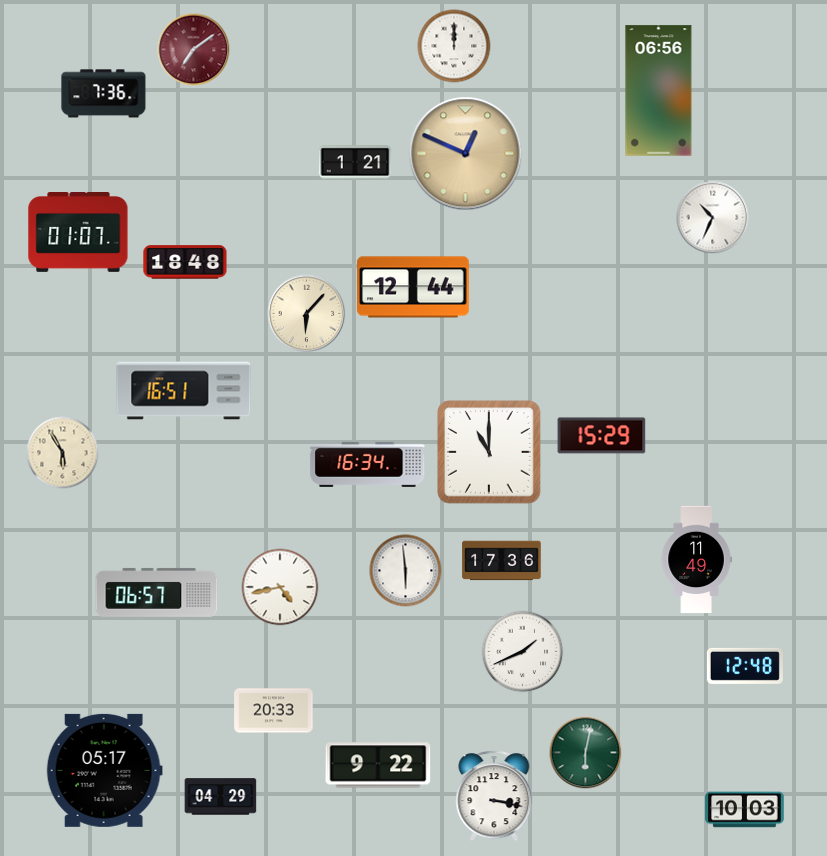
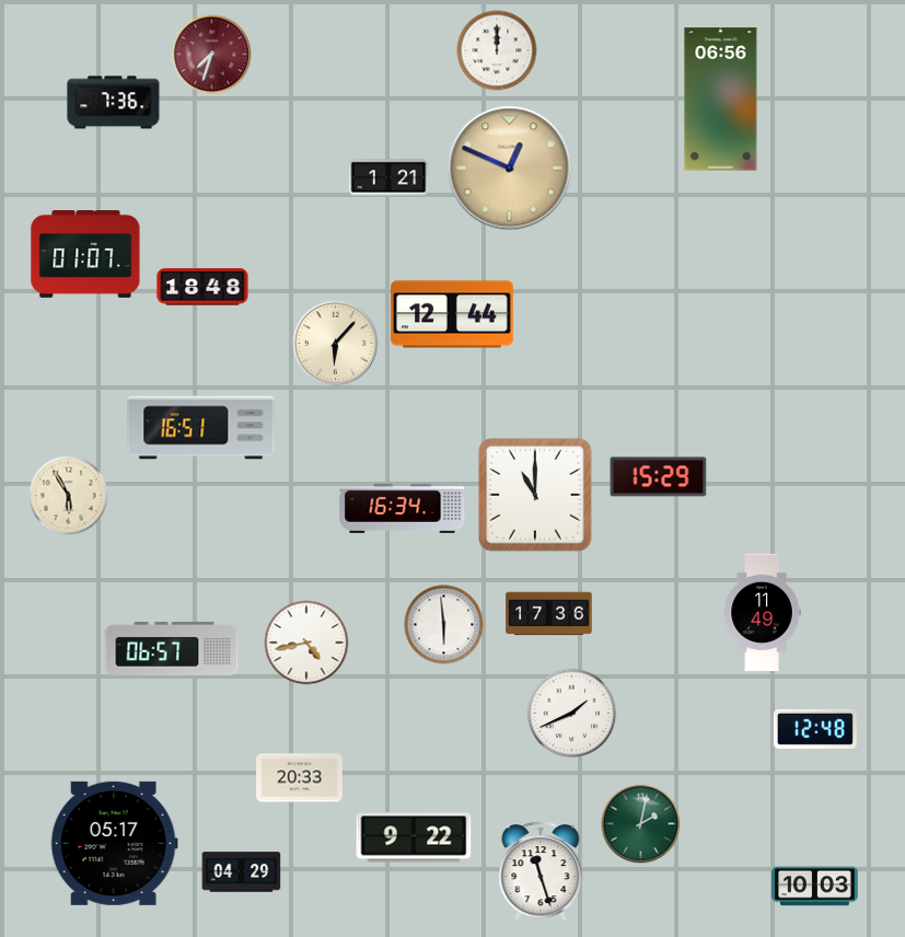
clock at (194, 50): 7:09 -> 7:33
clock at (713, 218): 10:34 -> none
clock at (586, 753): 6:02 -> 2:02
clock at (494, 796): 3:17 -> 11:27
